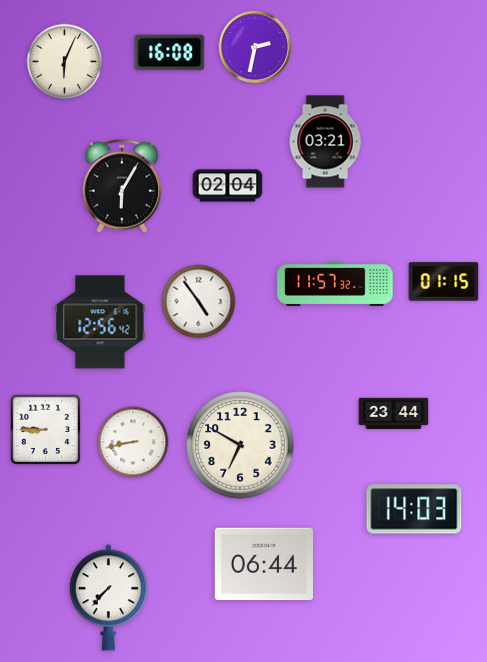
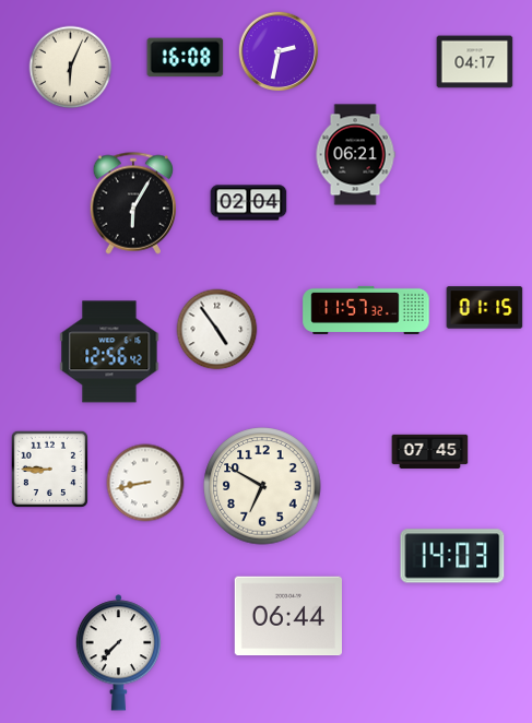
clock at (475, 62): none -> 04:17
clock at (325, 142): 03:21 -> 06:21
clock at (394, 413): 23:44 -> 07:45
